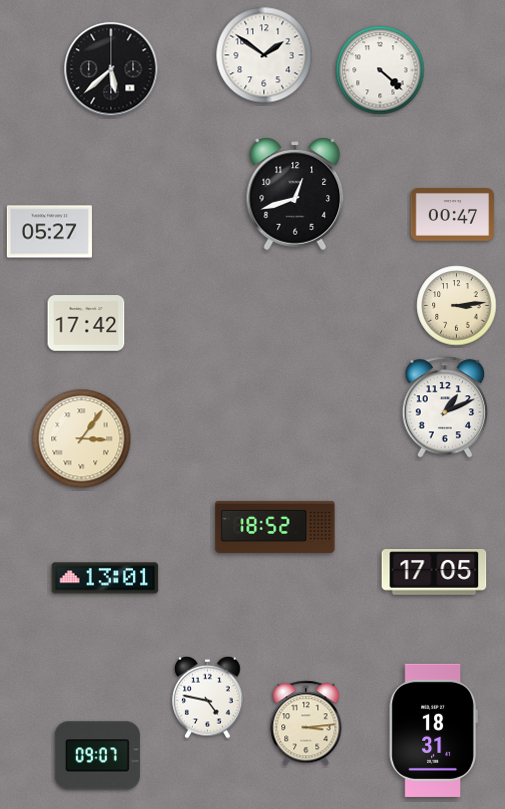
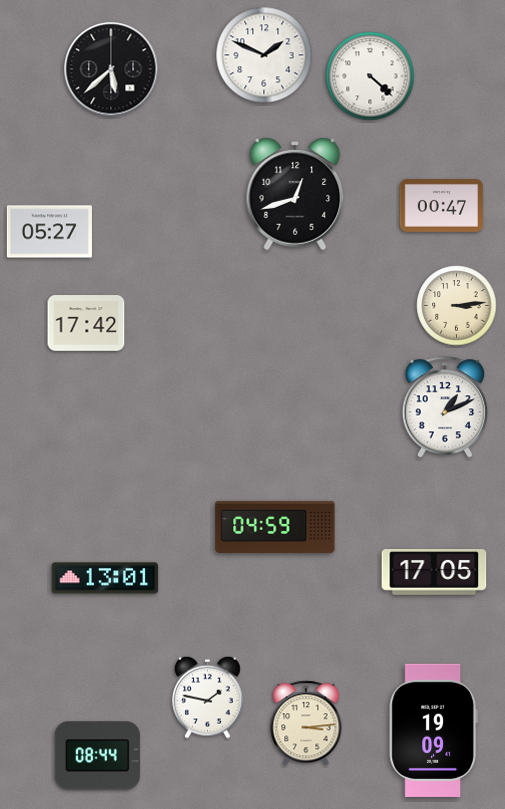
clock at (264, 55): 1:51 -> 1:49
clock at (380, 70) position: (380, 70) -> (370, 76)
clock at (453, 215) position: (453, 215) -> (442, 206)
clock at (82, 439): 3:06 -> none
clock at (275, 527): 18:52 -> 04:59
clock at (208, 697): 4:47 -> 1:47
clock at (433, 730): 18:31 -> 19:09
clock at (97, 756): 09:07 -> 08:44
